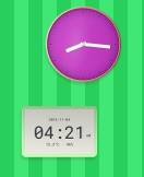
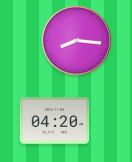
clock at (60, 132): 04:21 -> 04:20
